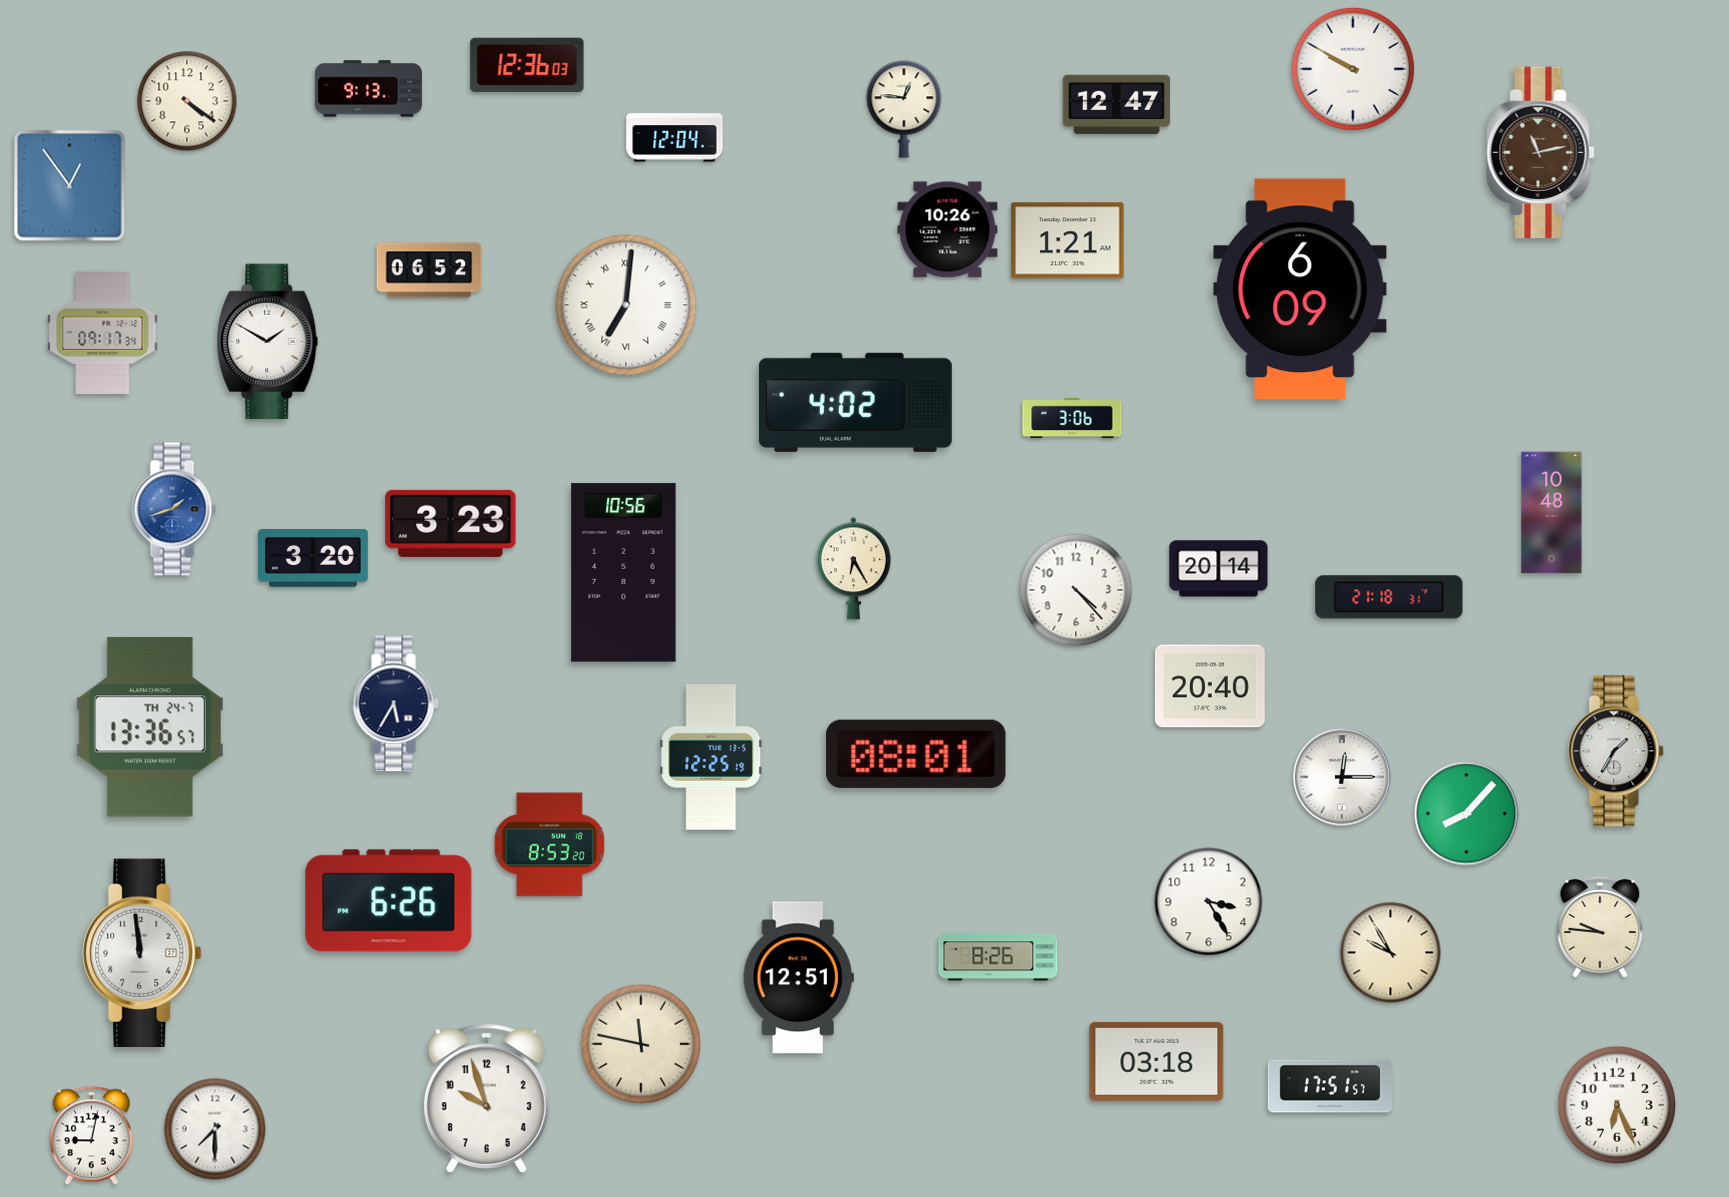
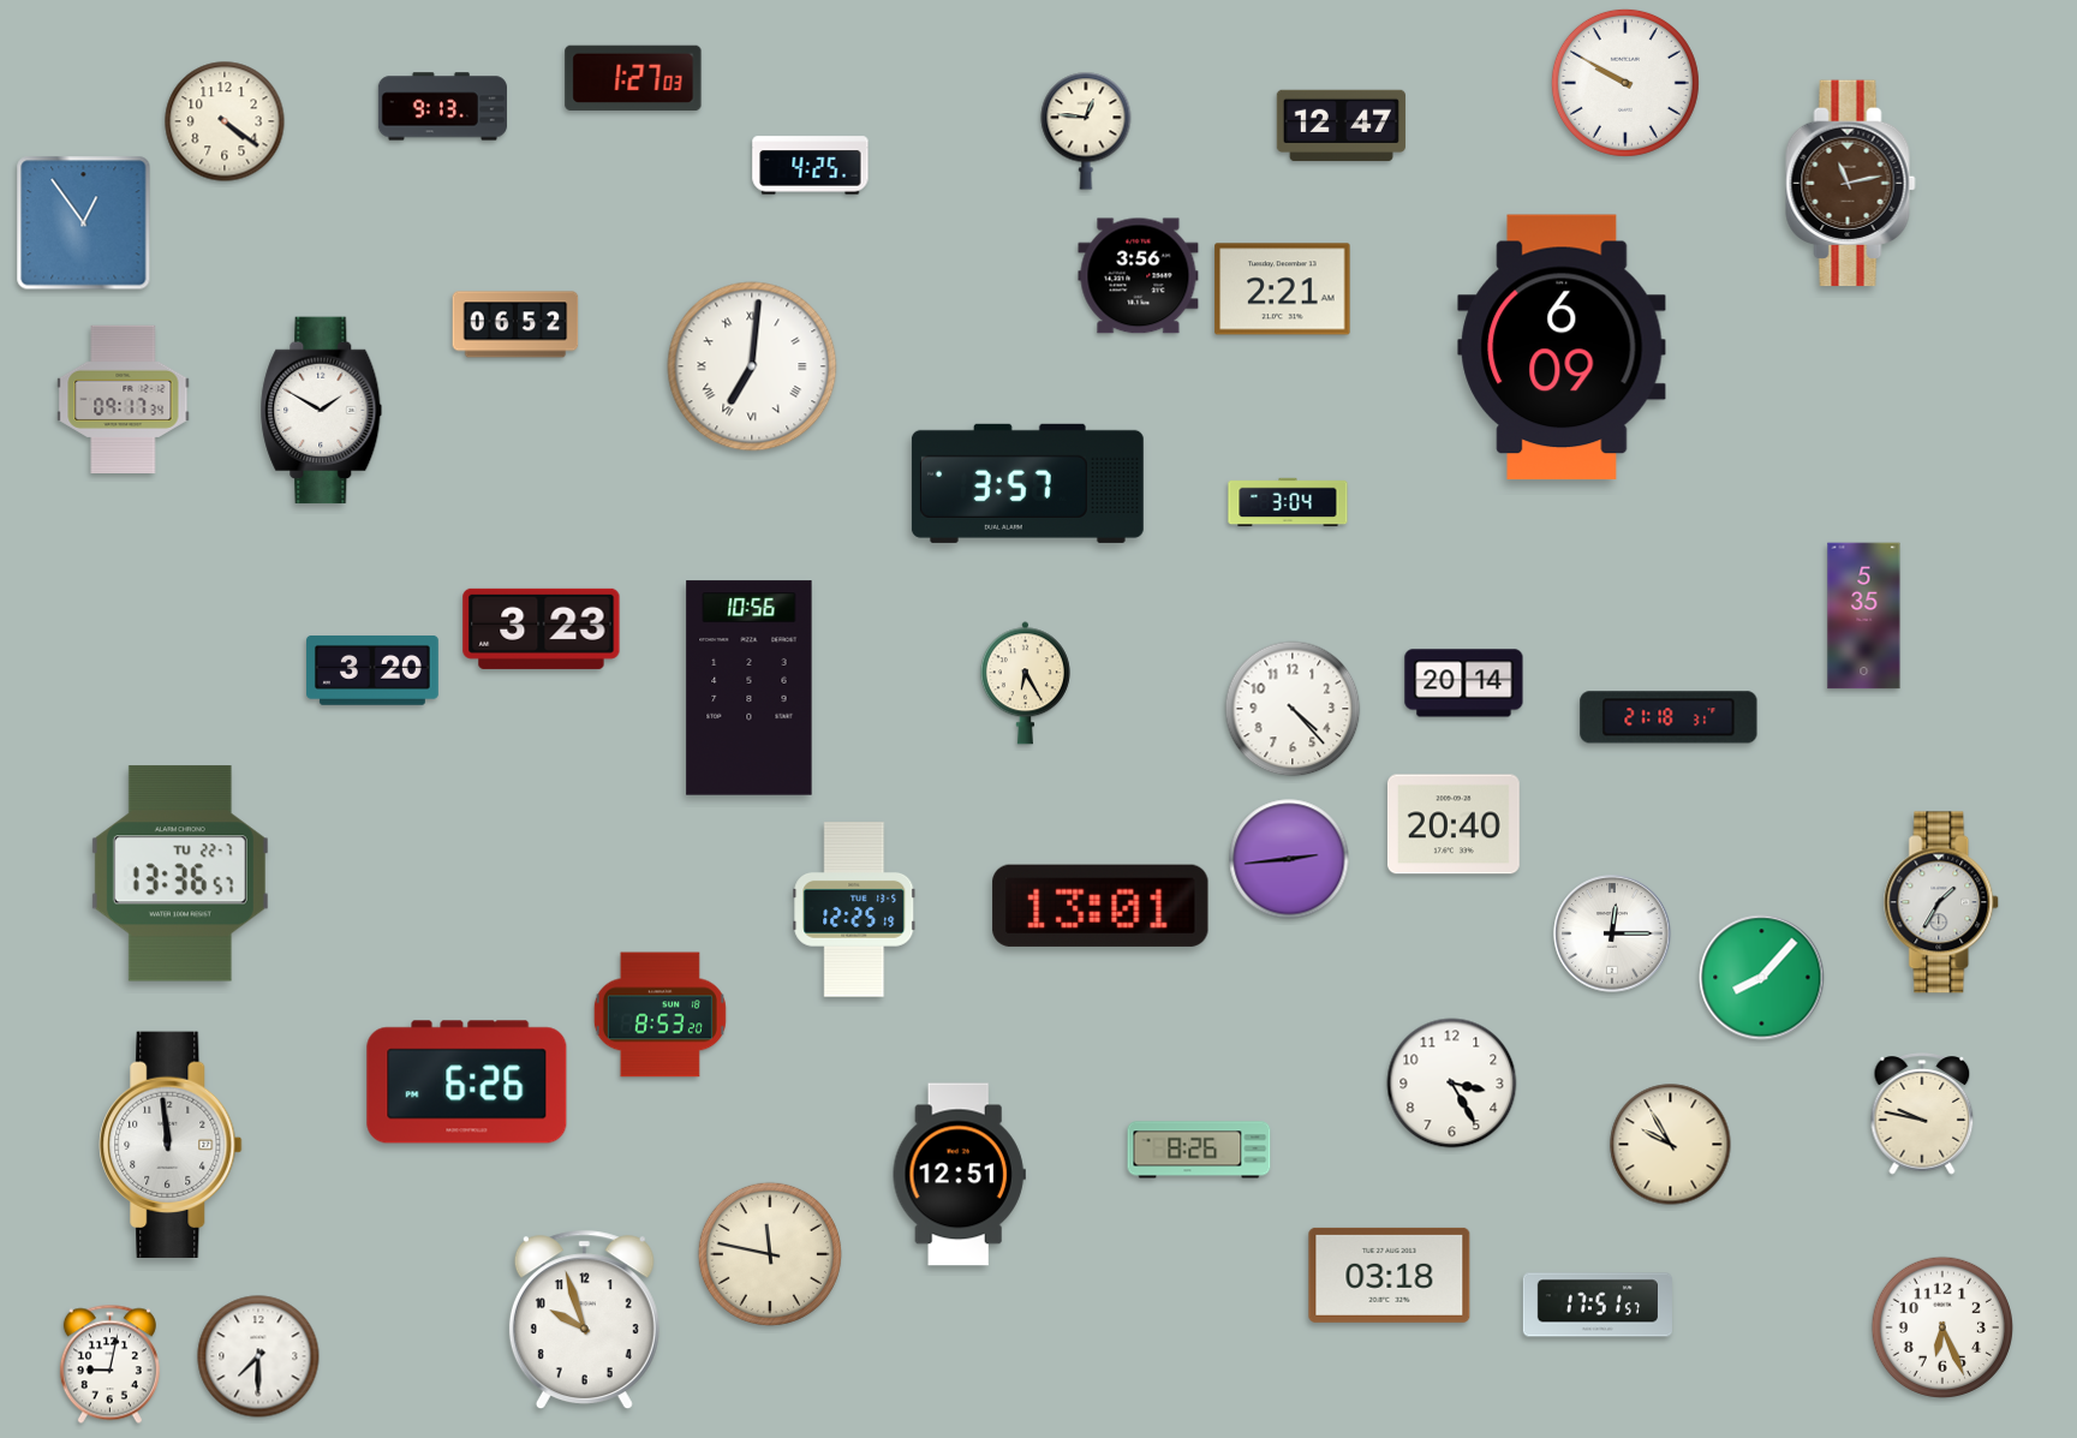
clock at (527, 64): 12:36 -> 1:27
clock at (675, 138): 12:04 -> 4:25
clock at (948, 230): 10:26 -> 3:56
clock at (1068, 241): 1:21 -> 2:21
clock at (855, 402): 4:02 -> 3:57
clock at (1072, 418): 3:06 -> 3:04
clock at (174, 509): 1:42 -> none
clock at (1552, 513): 10:48 -> 5:35
clock at (314, 559) position: (314, 559) -> (374, 672)
clock at (396, 704): 5:35 -> none
clock at (1289, 859): none -> 2:44
clock at (150, 727) date: TH 24-7 -> TU 22-7
clock at (916, 754): 08:01 -> 13:01
clock at (1600, 927): 9:46 -> 9:47
